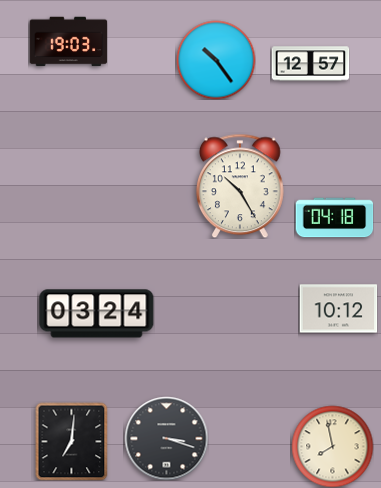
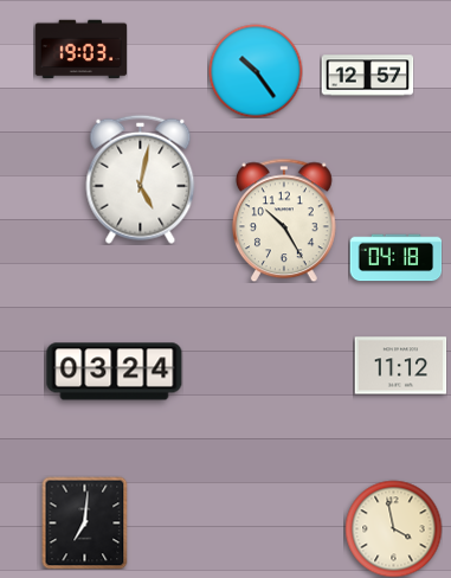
clock at (141, 179): none -> 5:02
clock at (338, 309): 10:12 -> 11:12
clock at (166, 438): 3:18 -> none
clock at (332, 446): 7:58 -> 3:58
